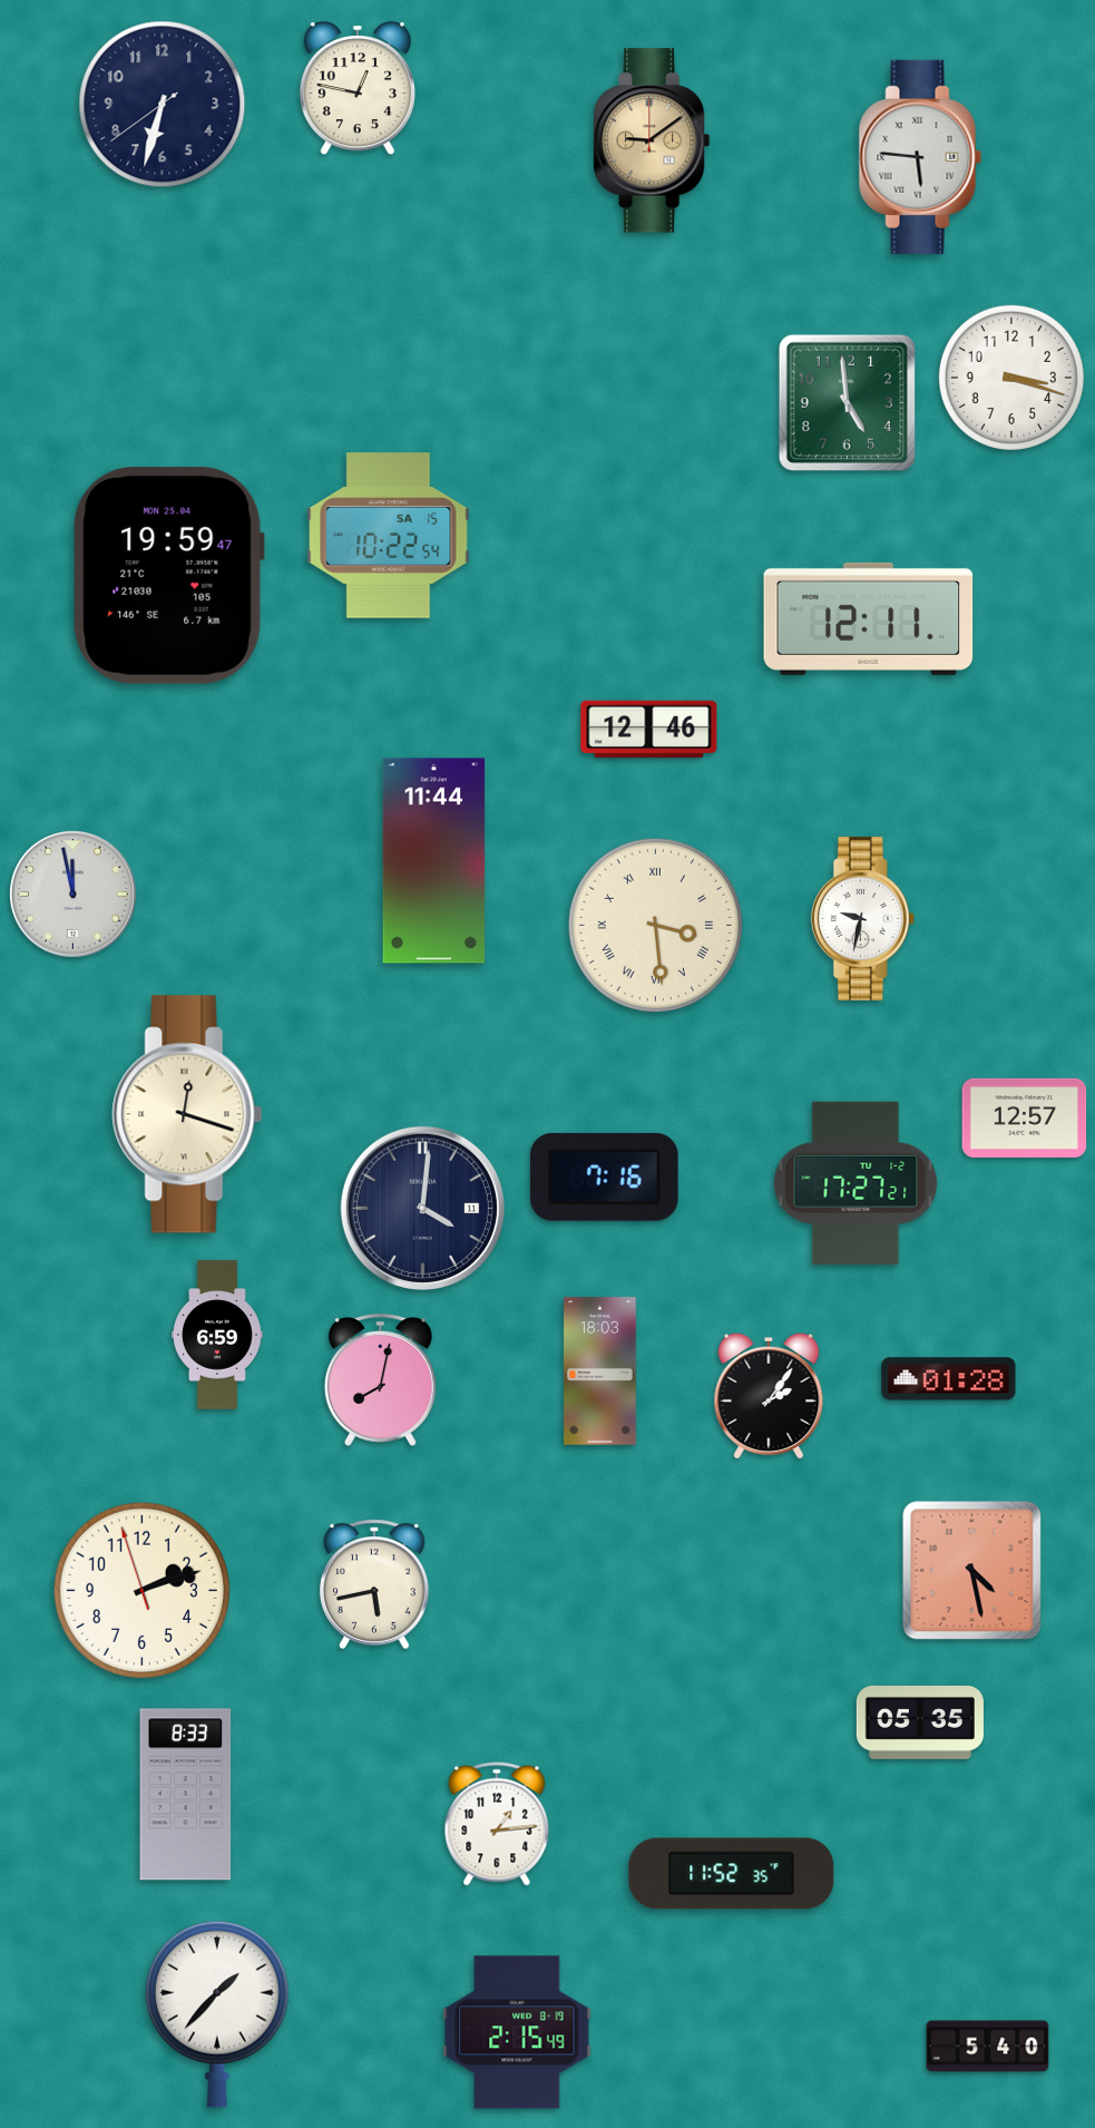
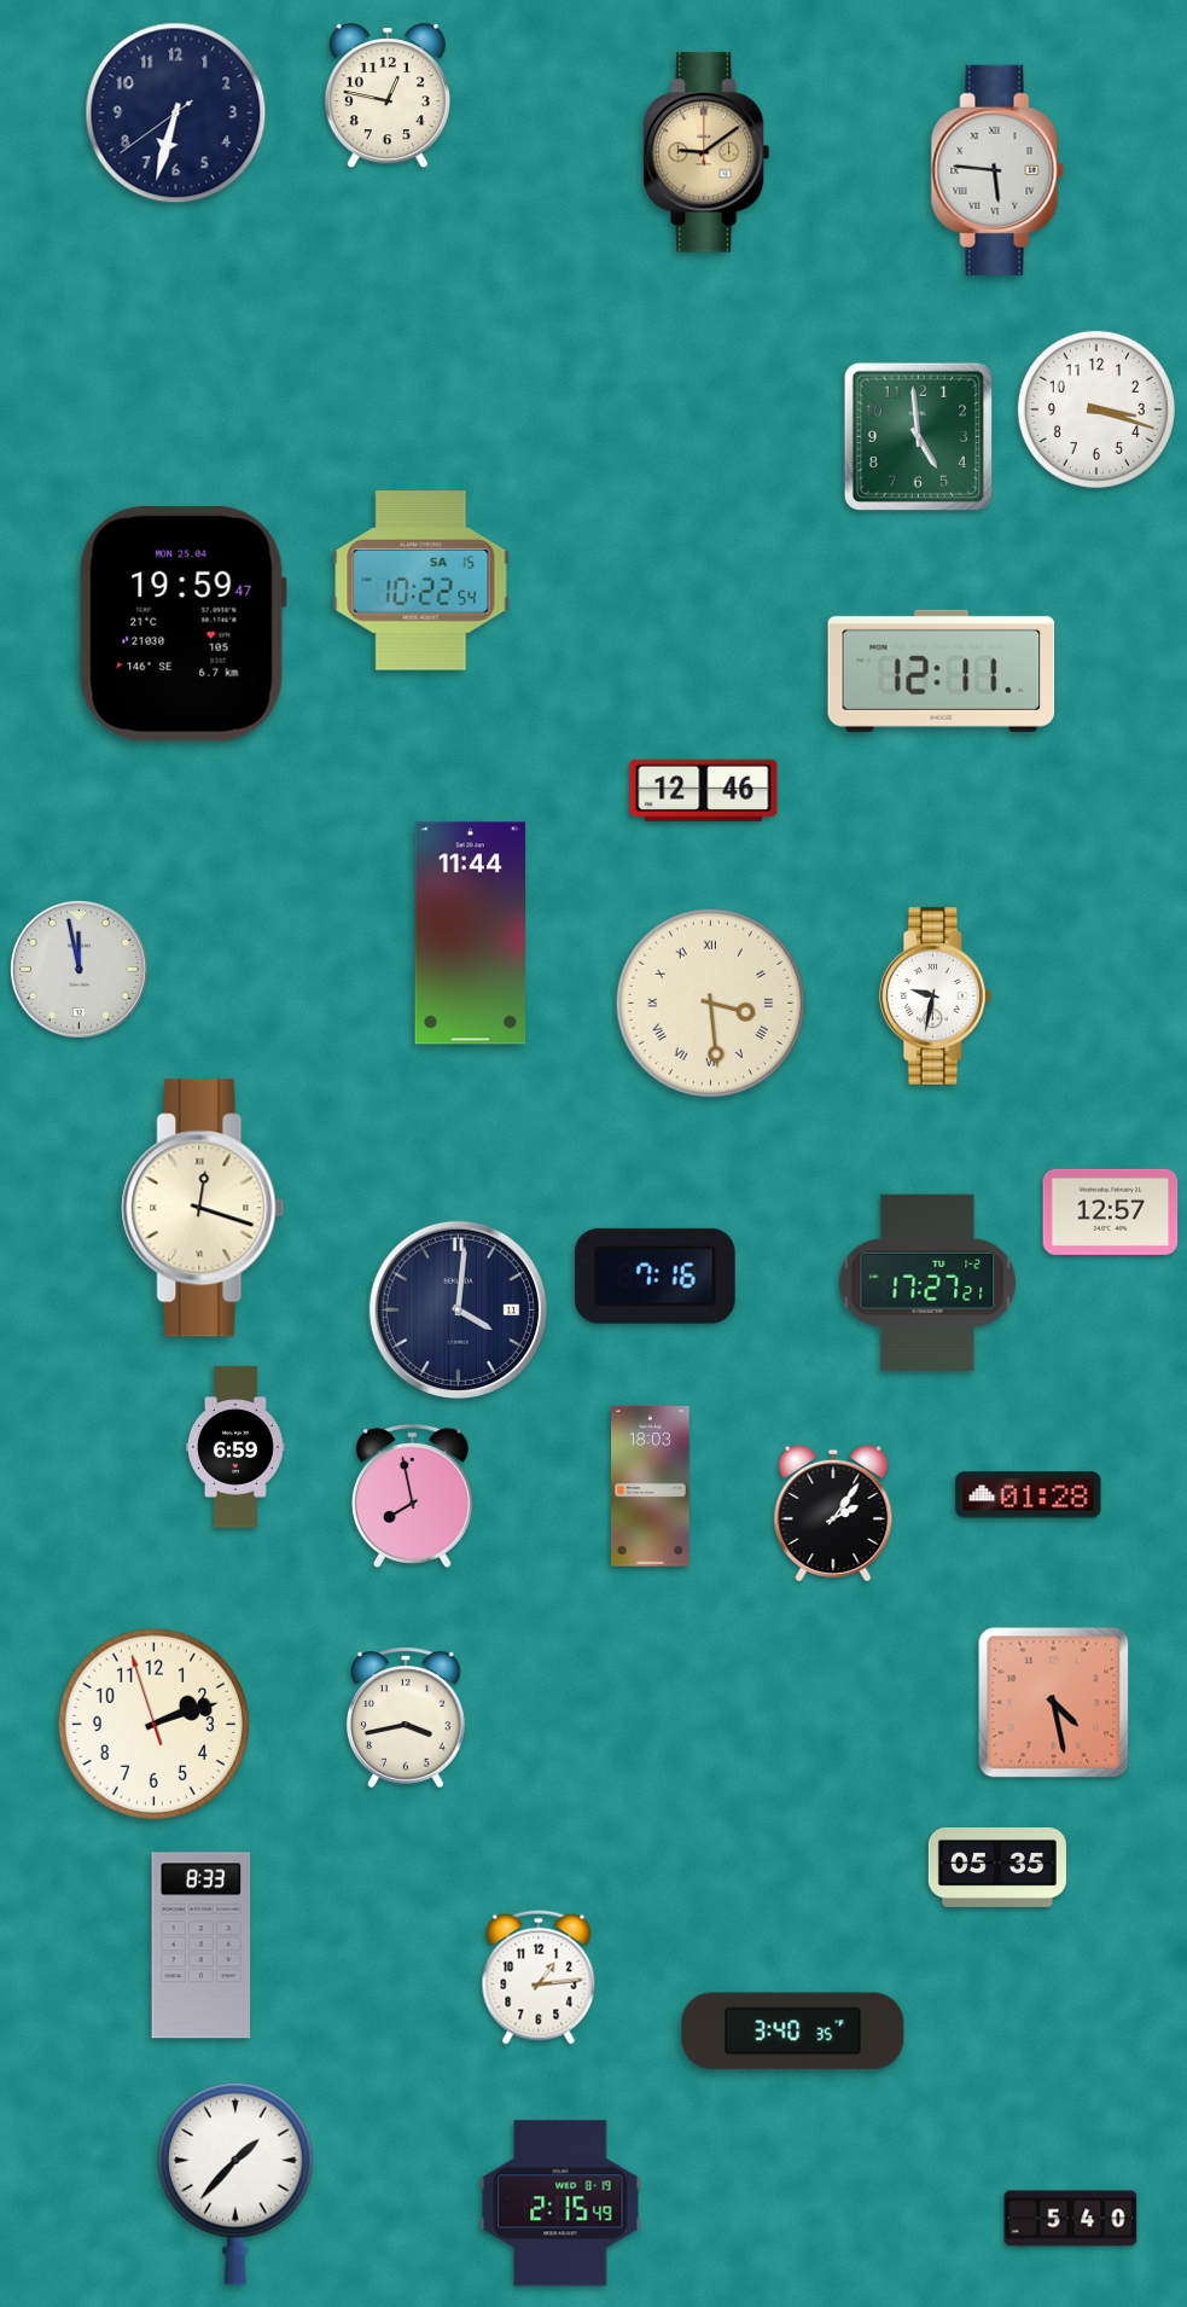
clock at (380, 1379): 8:02 -> 7:58
clock at (375, 1584): 5:43 -> 3:43
clock at (732, 1874): 11:52 -> 3:40
